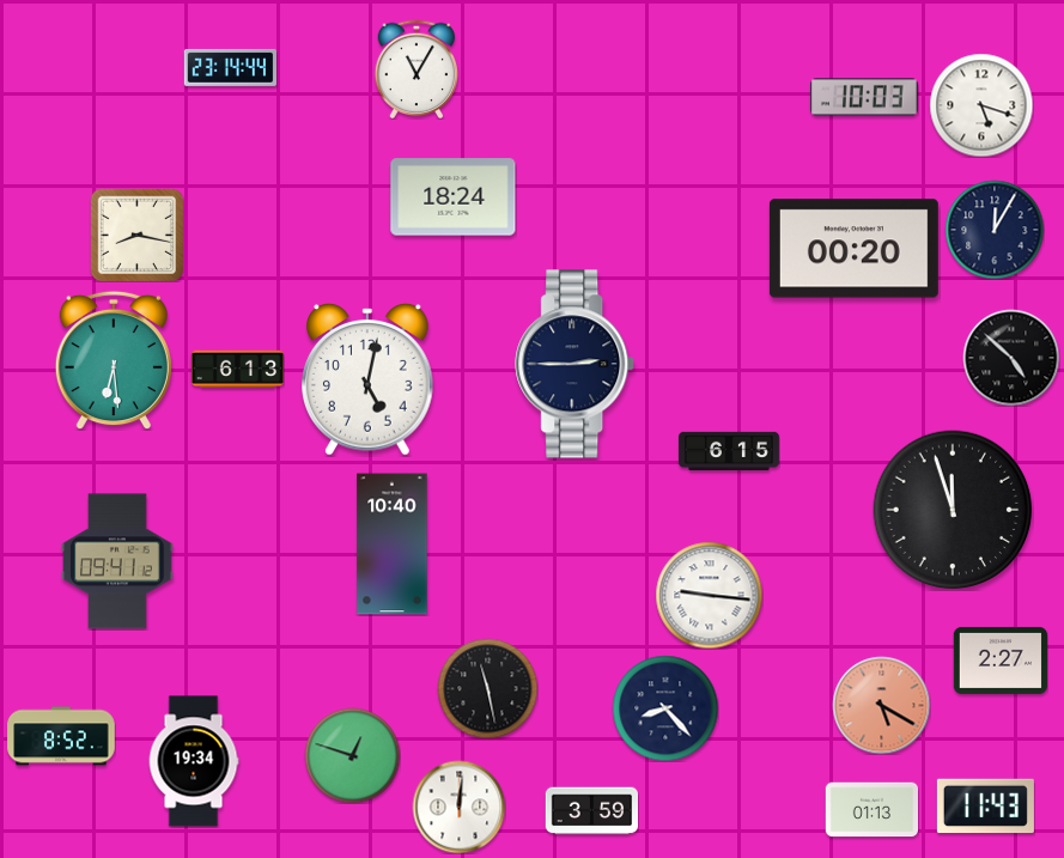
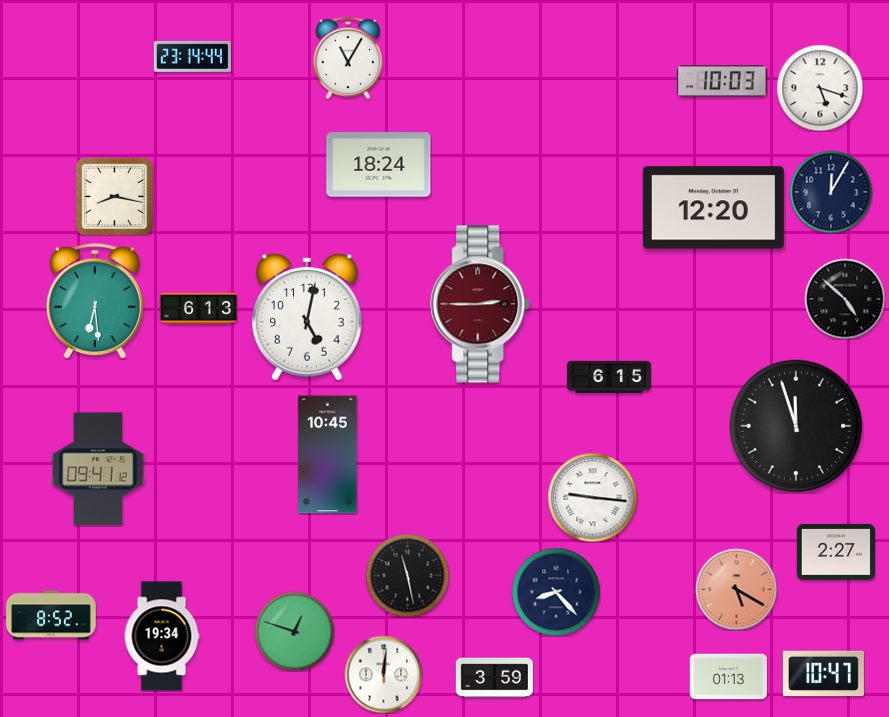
clock at (853, 249): 00:20 -> 12:20
clock at (576, 364) dial: navy -> burgundy
clock at (393, 544): 10:40 -> 10:45
clock at (985, 807): 11:43 -> 10:47
